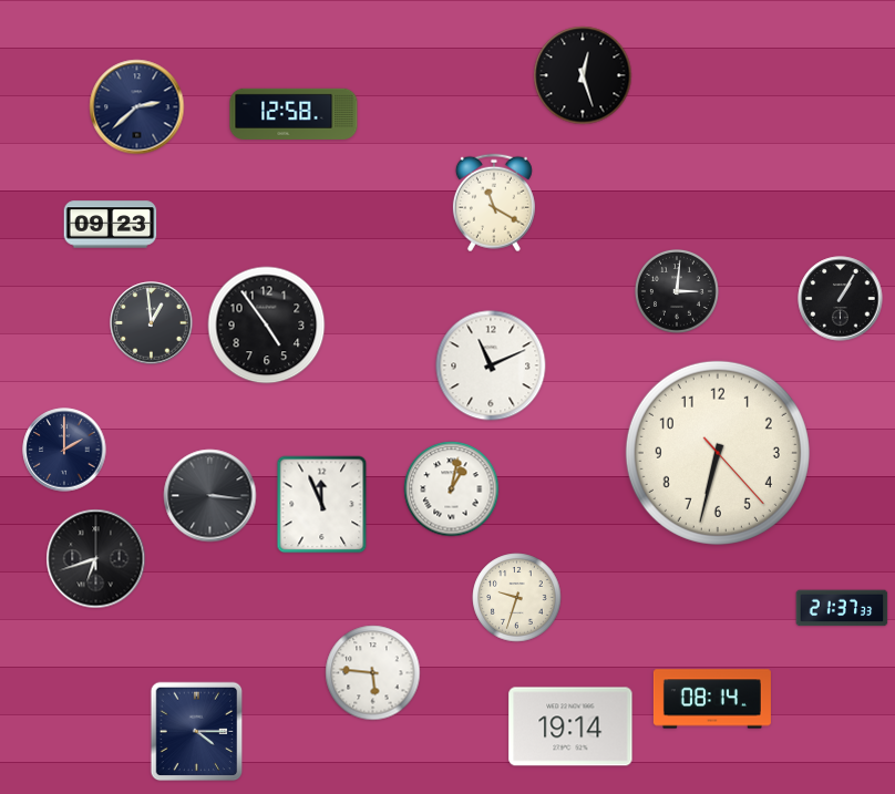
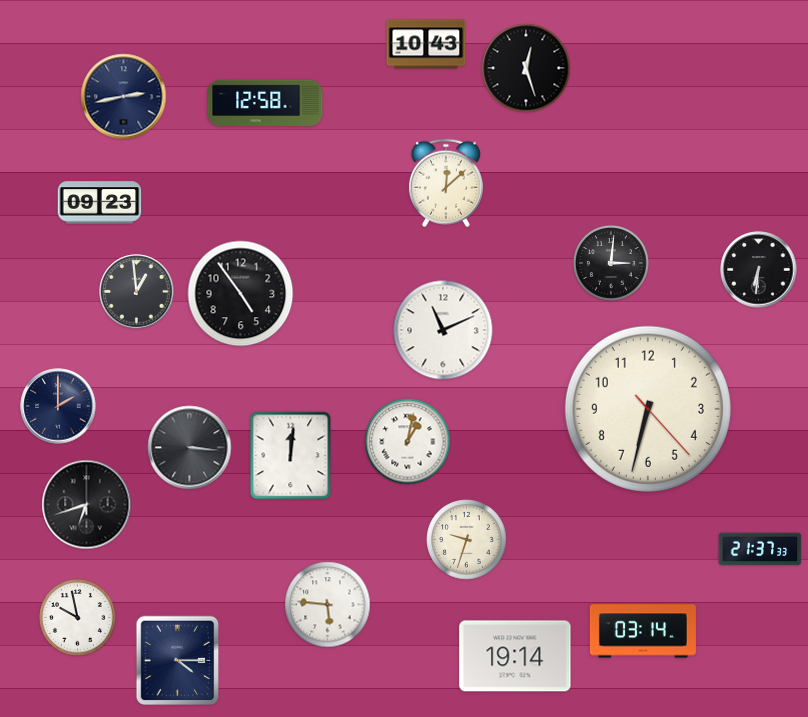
clock at (426, 44): none -> 10:43
clock at (137, 107): 2:38 -> 2:43
clock at (494, 203): 11:20 -> 12:08
clock at (841, 299): 1:05 -> 6:31
clock at (322, 505): 11:56 -> 12:01
clock at (373, 673) position: (373, 673) -> (328, 605)
clock at (78, 618): none -> 9:58
clock at (712, 699): 08:14 -> 03:14
